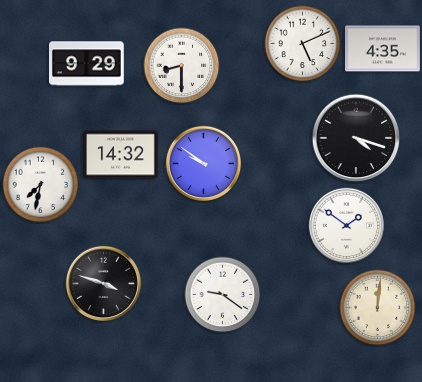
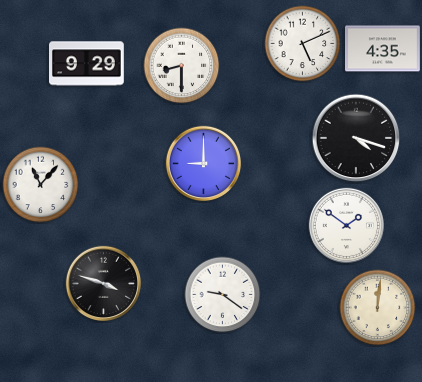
clock at (121, 155): 14:32 -> none
clock at (203, 163): 9:51 -> 9:00
clock at (41, 185): 7:32 -> 11:07
